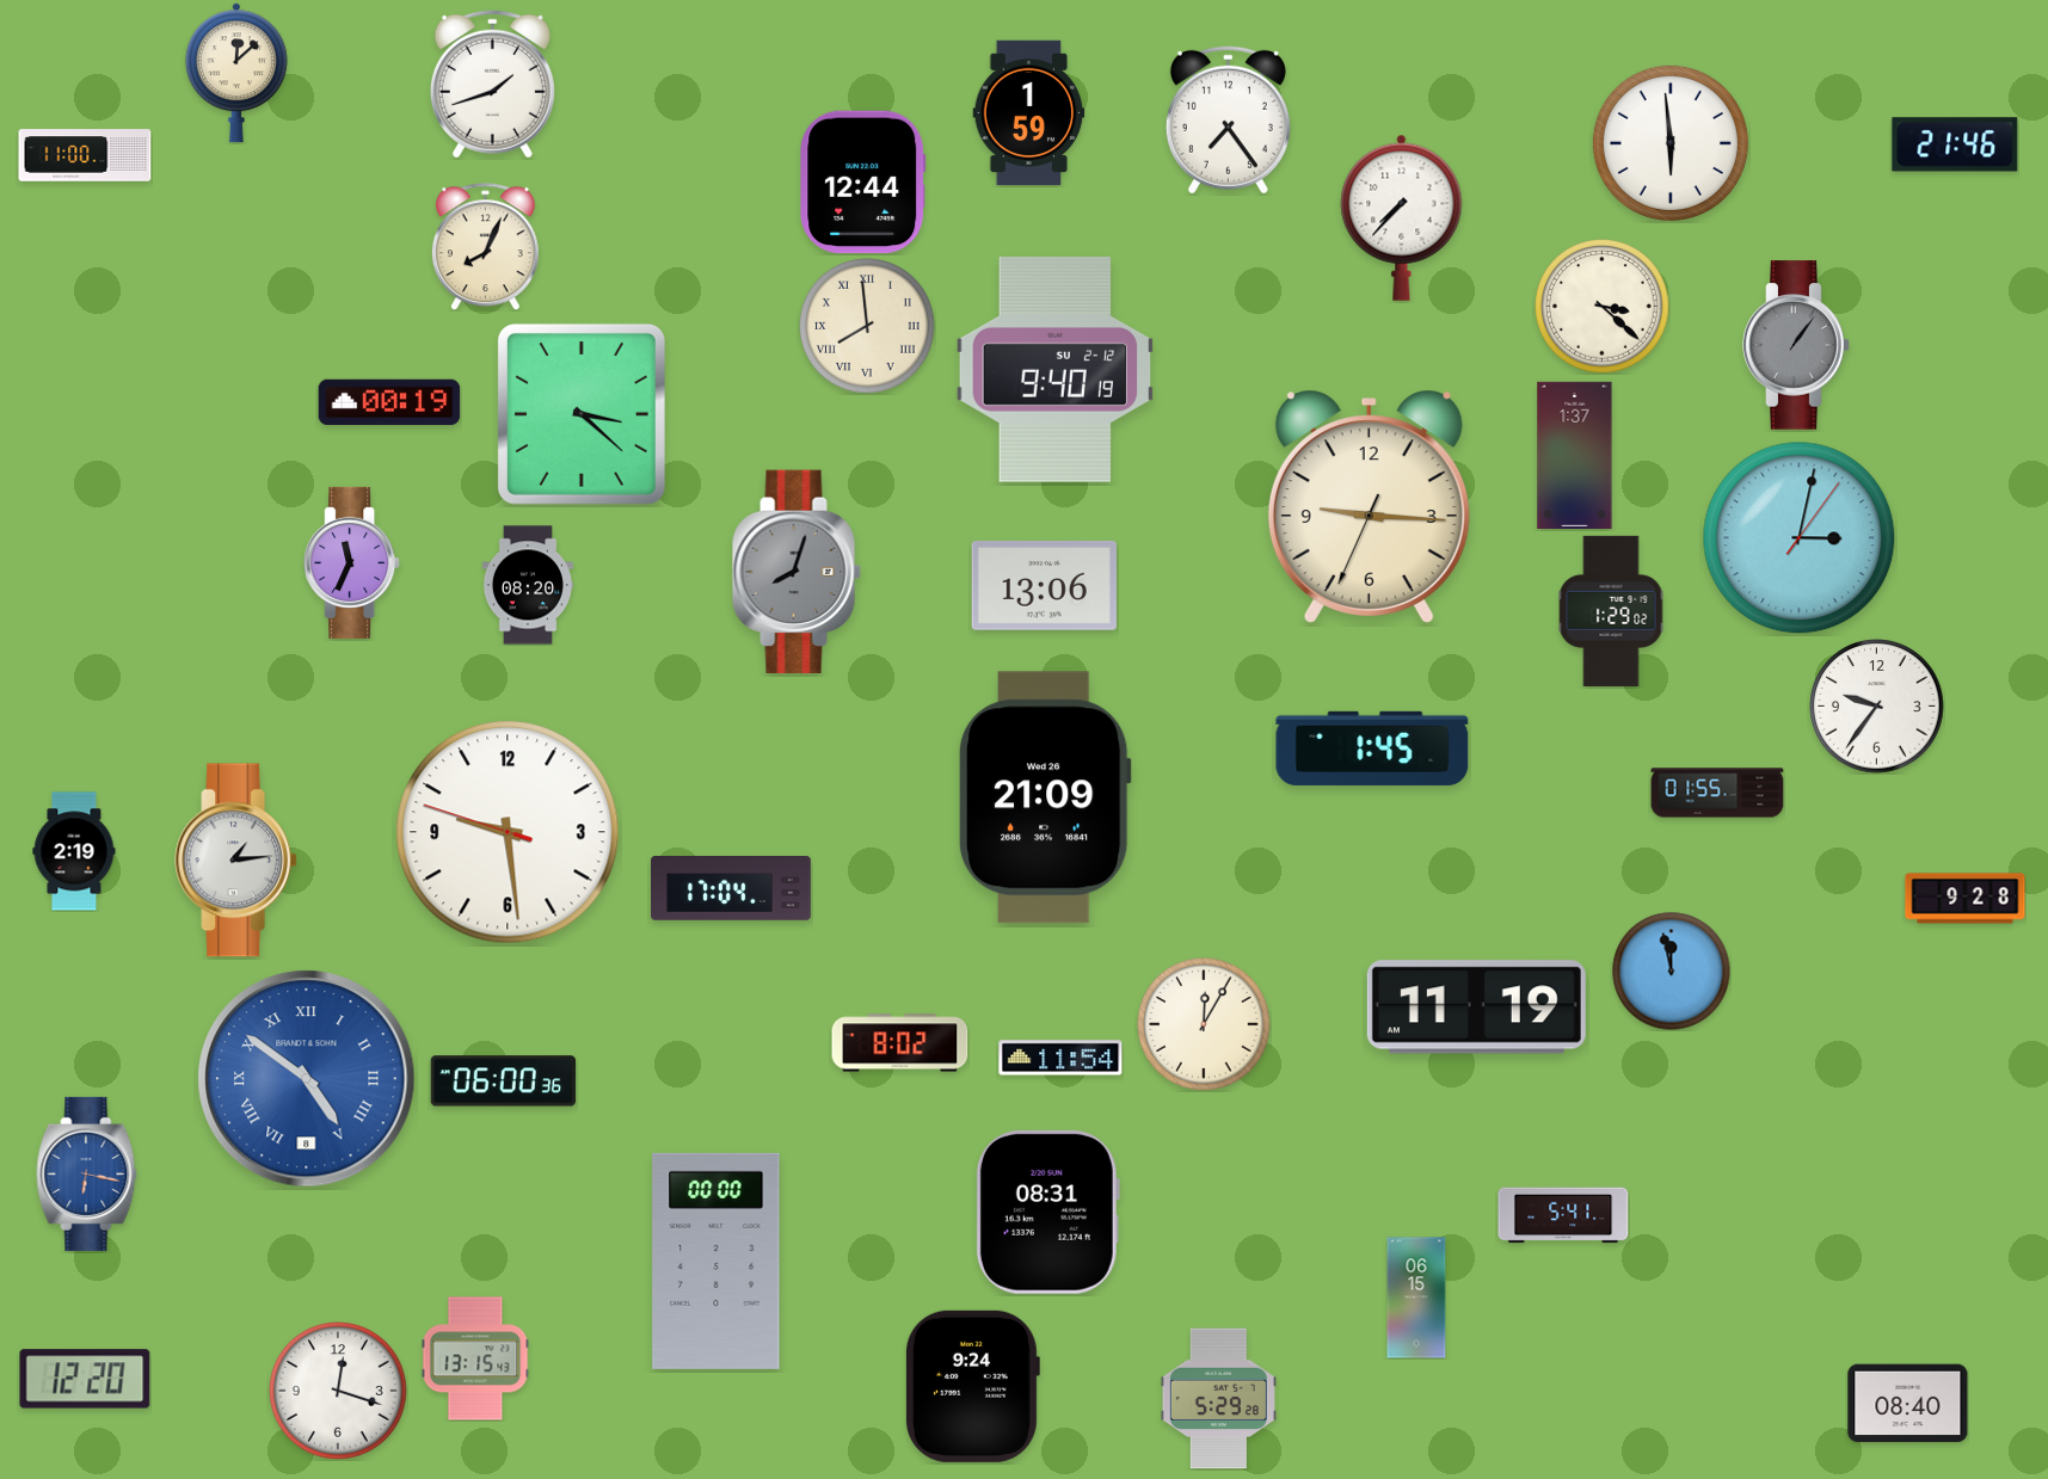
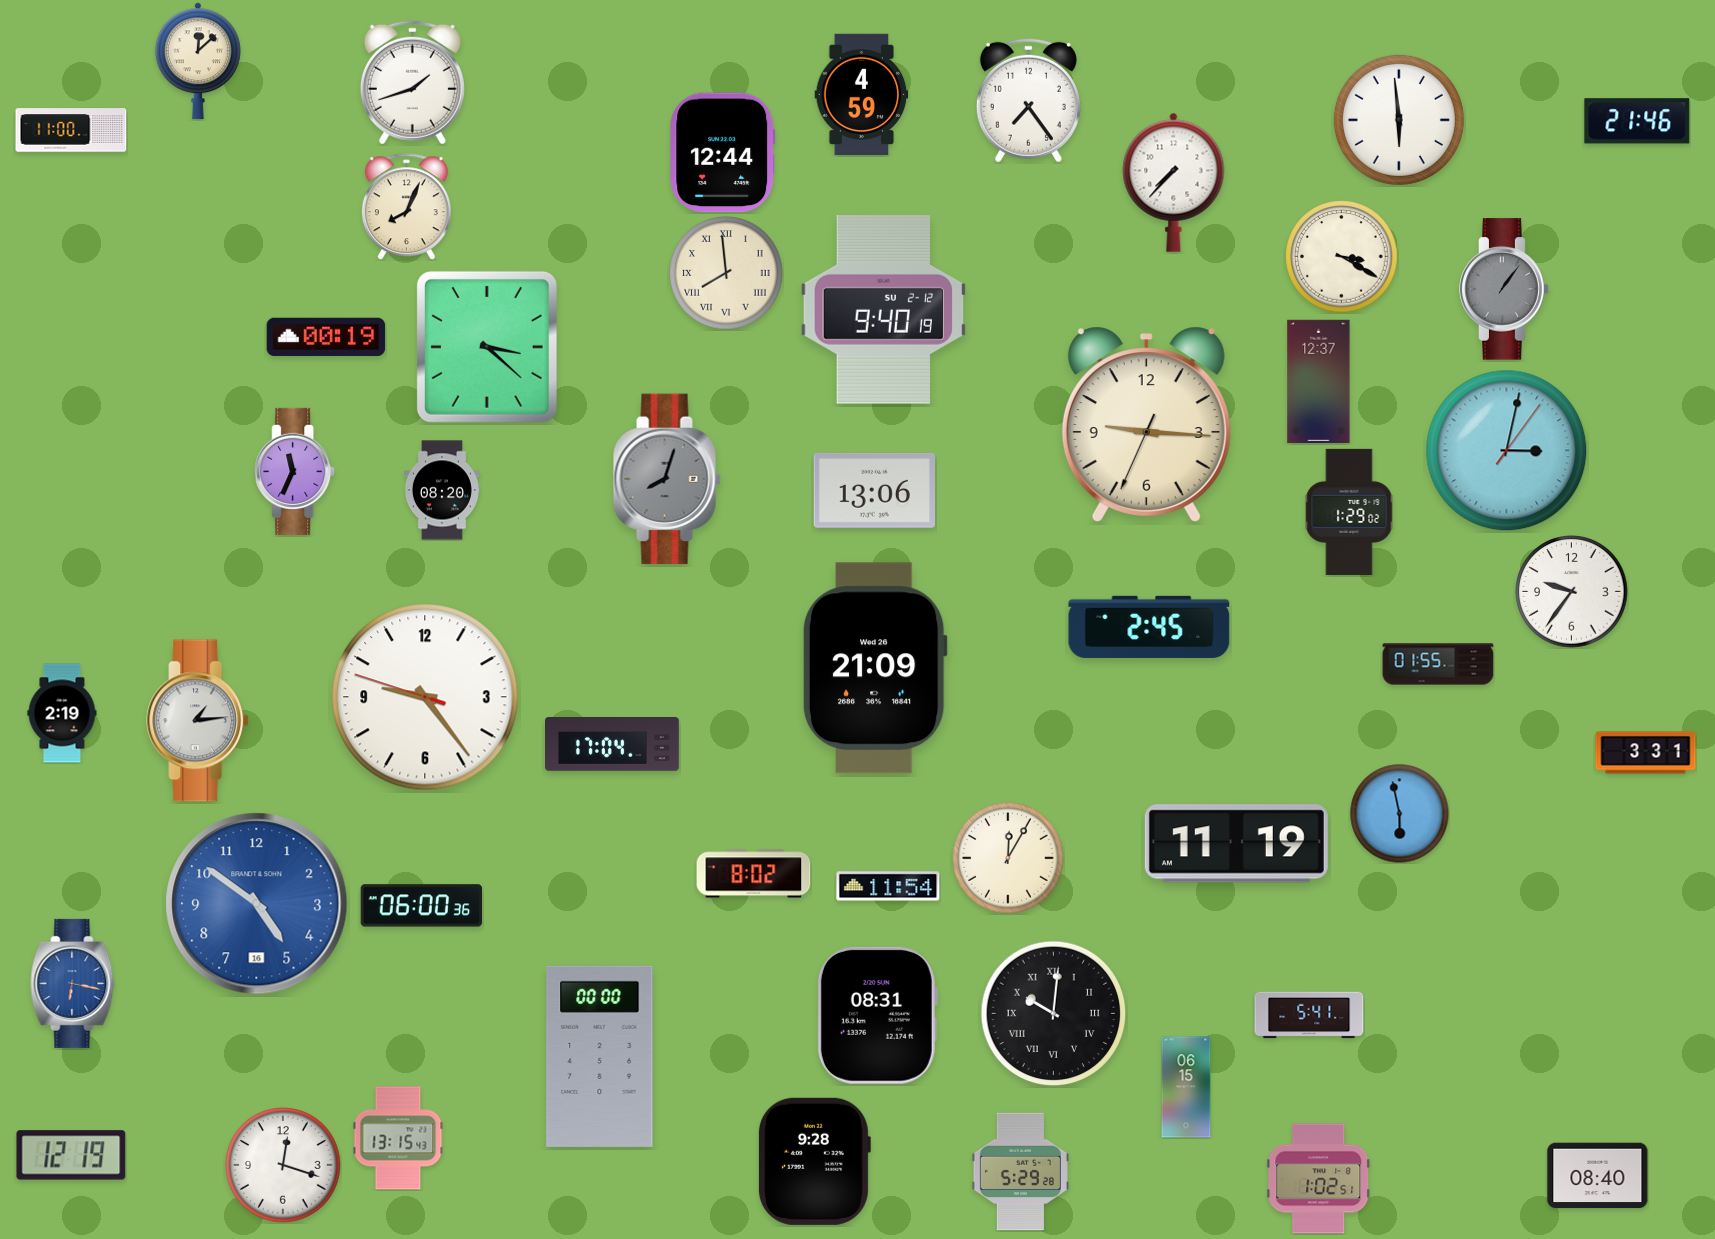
clock at (492, 84) position: (492, 84) -> (412, 82)
clock at (1029, 113): 1:59 -> 4:59
clock at (1603, 307): 3:22 -> 3:20
clock at (1575, 455): 1:37 -> 12:37
clock at (1372, 748): 1:45 -> 2:45
clock at (508, 832): 9:28 -> 9:23
clock at (1966, 899): 9:28 -> 3:31
clock at (1672, 972): 11:58 -> 5:58
clock at (307, 1079) date: 8 -> 16
clock at (307, 1079) numerals: Roman -> Arabic
clock at (1054, 1014): none -> 10:01
clock at (1563, 1215) position: (1563, 1215) -> (1309, 1015)
clock at (85, 1379): 12:20 -> 12:19
clock at (972, 1386): 9:24 -> 9:28
clock at (1319, 1179): none -> 1:02
